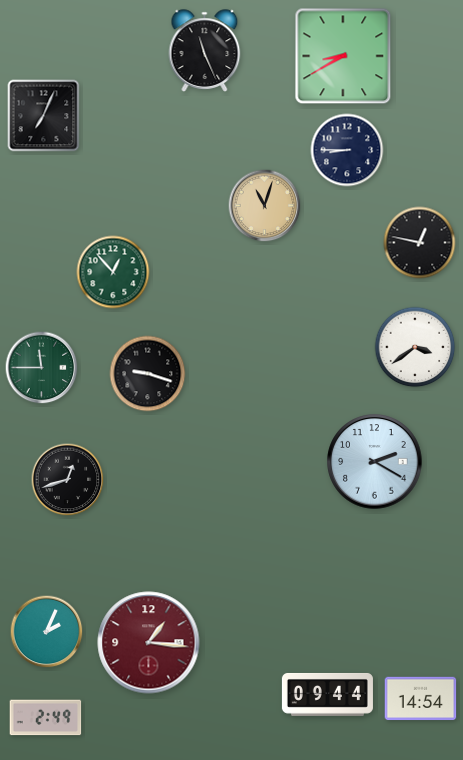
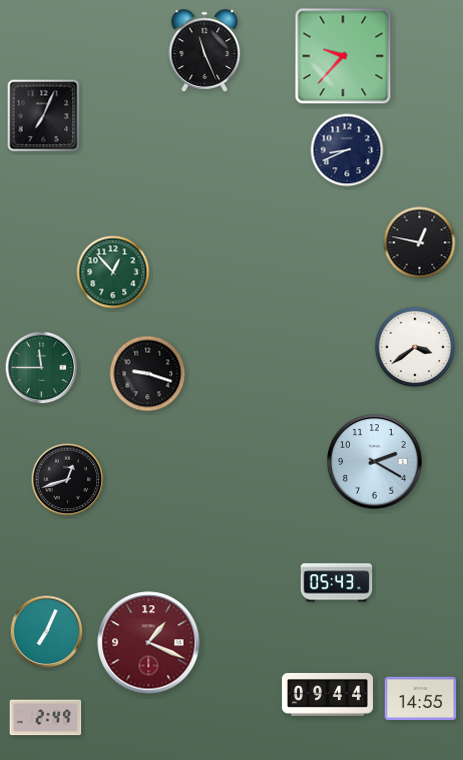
clock at (343, 56): 8:40 -> 9:37
clock at (347, 150): 8:45 -> 8:41
clock at (265, 206): 11:03 -> none
clock at (337, 583): none -> 05:43
clock at (47, 632): 2:04 -> 7:04
clock at (149, 643): 1:16 -> 1:19
clock at (421, 699): 14:54 -> 14:55
